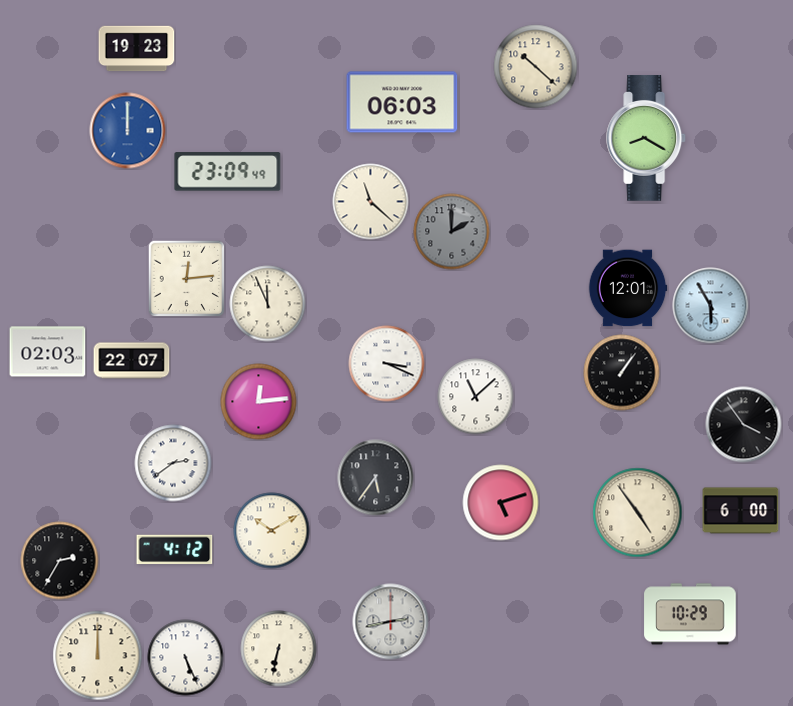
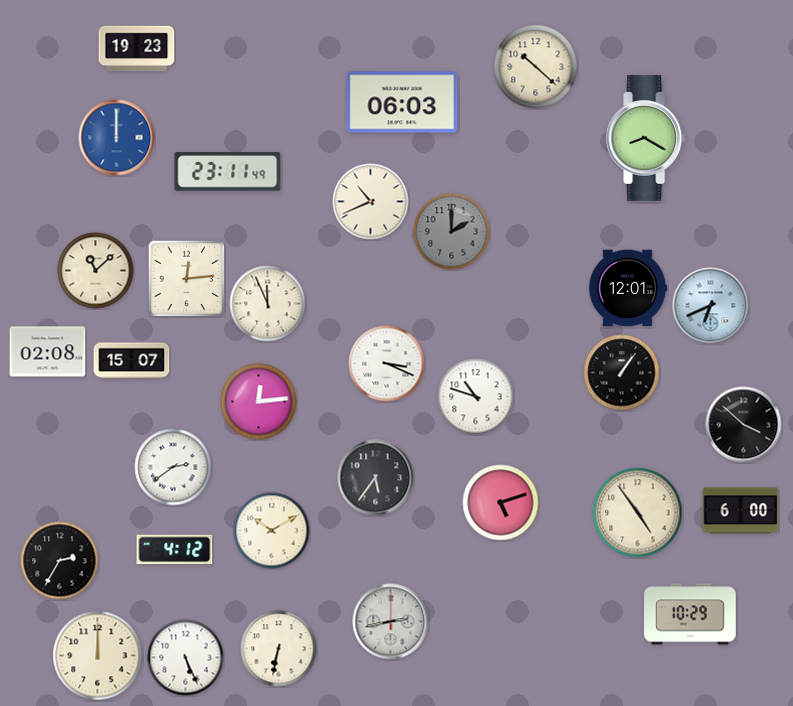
clock at (128, 131) position: (128, 131) -> (117, 138)
clock at (228, 172): 23:09 -> 23:11
clock at (371, 202): 11:22 -> 10:41
clock at (96, 271): none -> 11:08
clock at (711, 306): 5:55 -> 6:41
clock at (48, 352): 02:03 -> 02:08
clock at (132, 361): 22:07 -> 15:07
clock at (476, 397): 11:08 -> 10:48
clock at (744, 425): 3:54 -> 3:52
clock at (173, 463) position: (173, 463) -> (173, 467)
